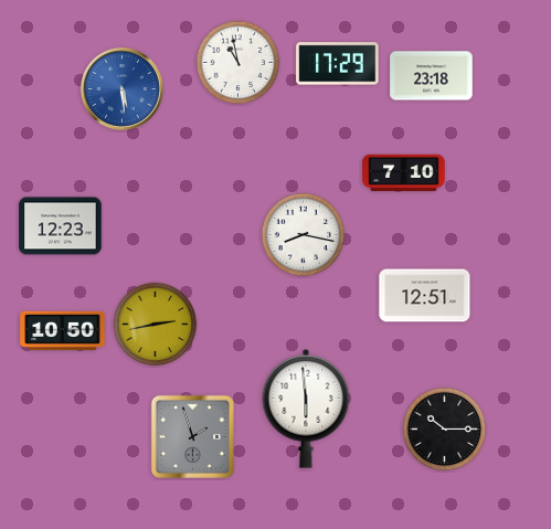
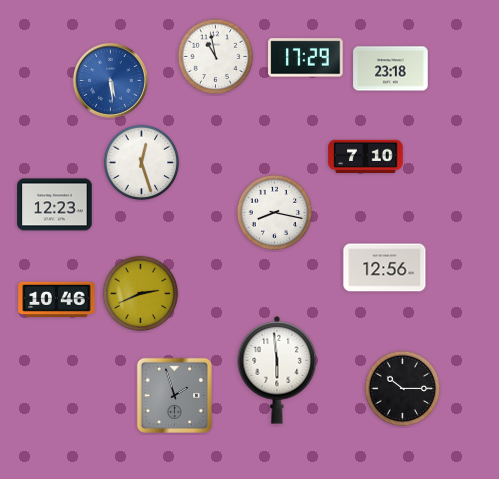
clock at (142, 163): none -> 12:27
clock at (425, 296): 12:51 -> 12:56
clock at (156, 325): 2:43 -> 2:41
clock at (63, 331): 10:50 -> 10:46
